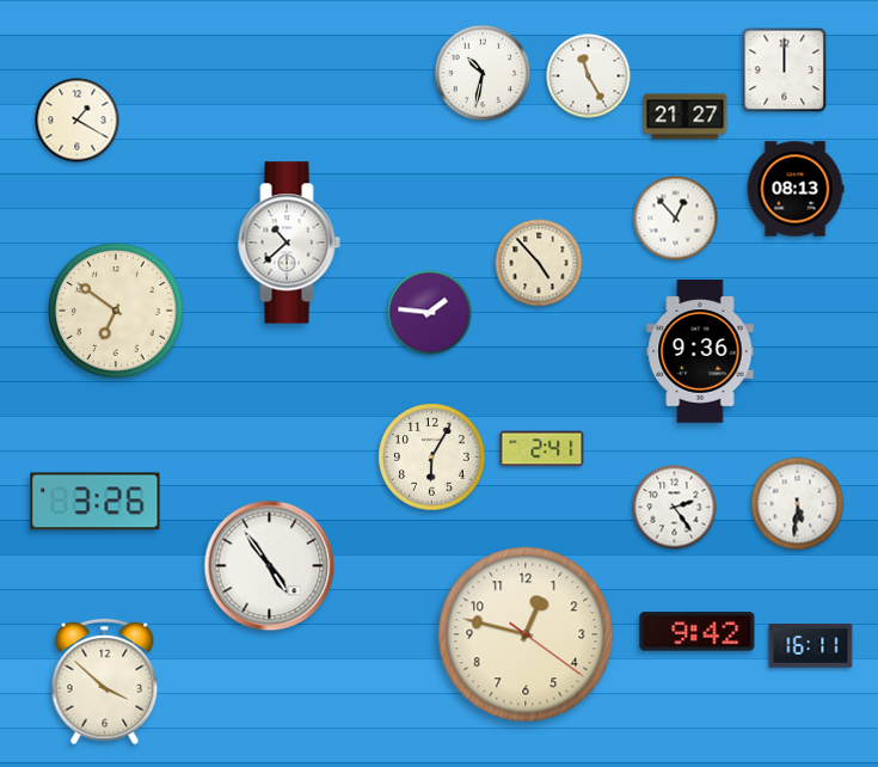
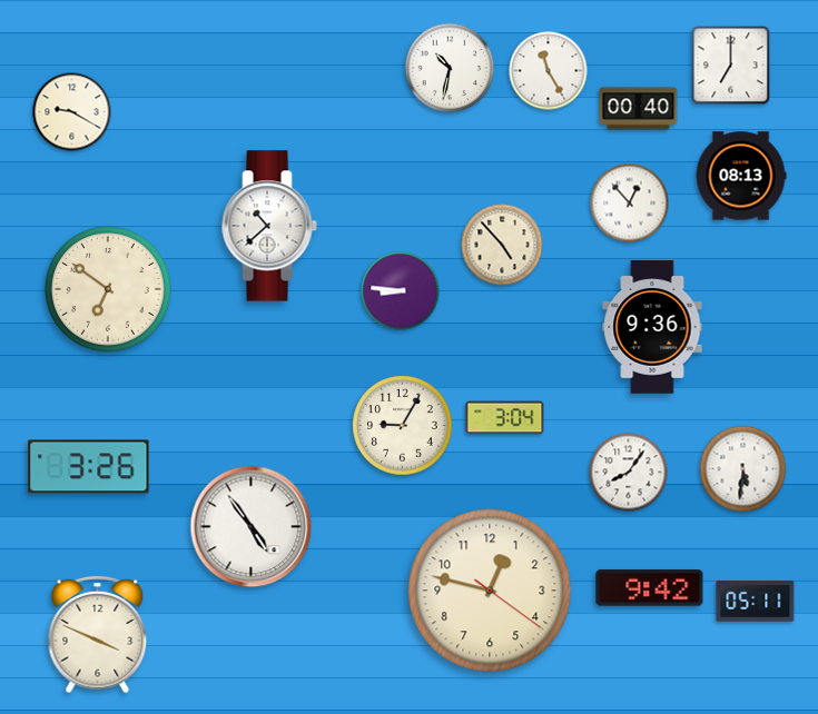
clock at (785, 70): 12:00 -> 7:00
clock at (686, 117): 21:27 -> 00:40
clock at (78, 121): 1:20 -> 9:20
clock at (430, 313): 1:46 -> 8:46
clock at (542, 449): 2:41 -> 3:04
clock at (432, 458): 6:05 -> 9:05
clock at (675, 508): 2:24 -> 8:06
clock at (811, 646): 16:11 -> 05:11
clock at (105, 682): 3:52 -> 3:49
